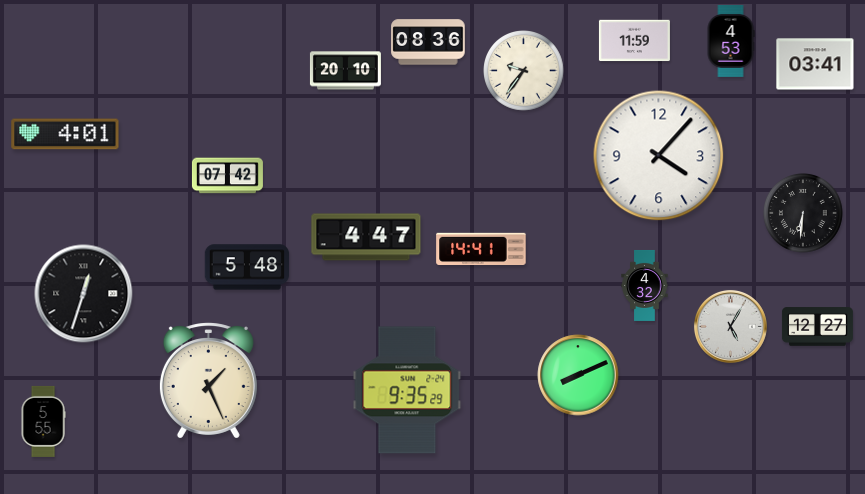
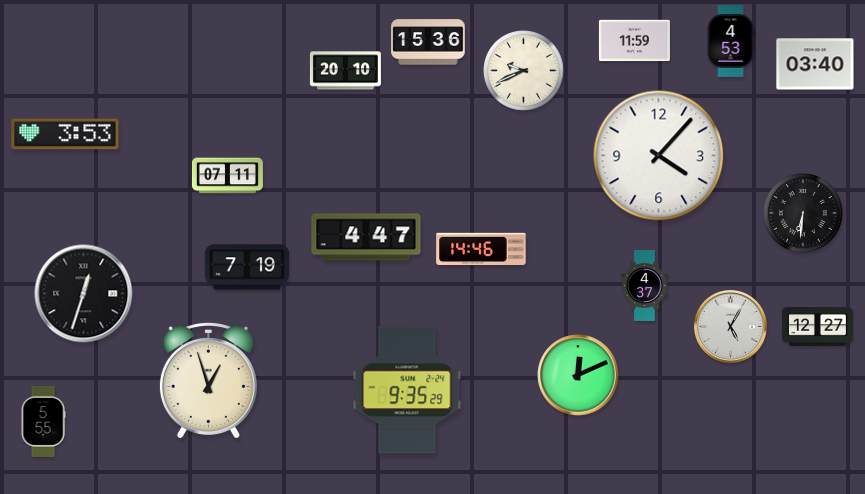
clock at (428, 42): 08:36 -> 15:36
clock at (815, 64): 03:41 -> 03:40
clock at (524, 71): 9:36 -> 9:41
clock at (65, 134): 4:01 -> 3:53
clock at (227, 176): 07:42 -> 07:11
clock at (481, 249): 14:41 -> 14:46
clock at (247, 267): 5:48 -> 7:19
clock at (645, 285): 4:32 -> 4:37
clock at (578, 375): 8:11 -> 12:11
clock at (208, 381): 1:26 -> 12:57
